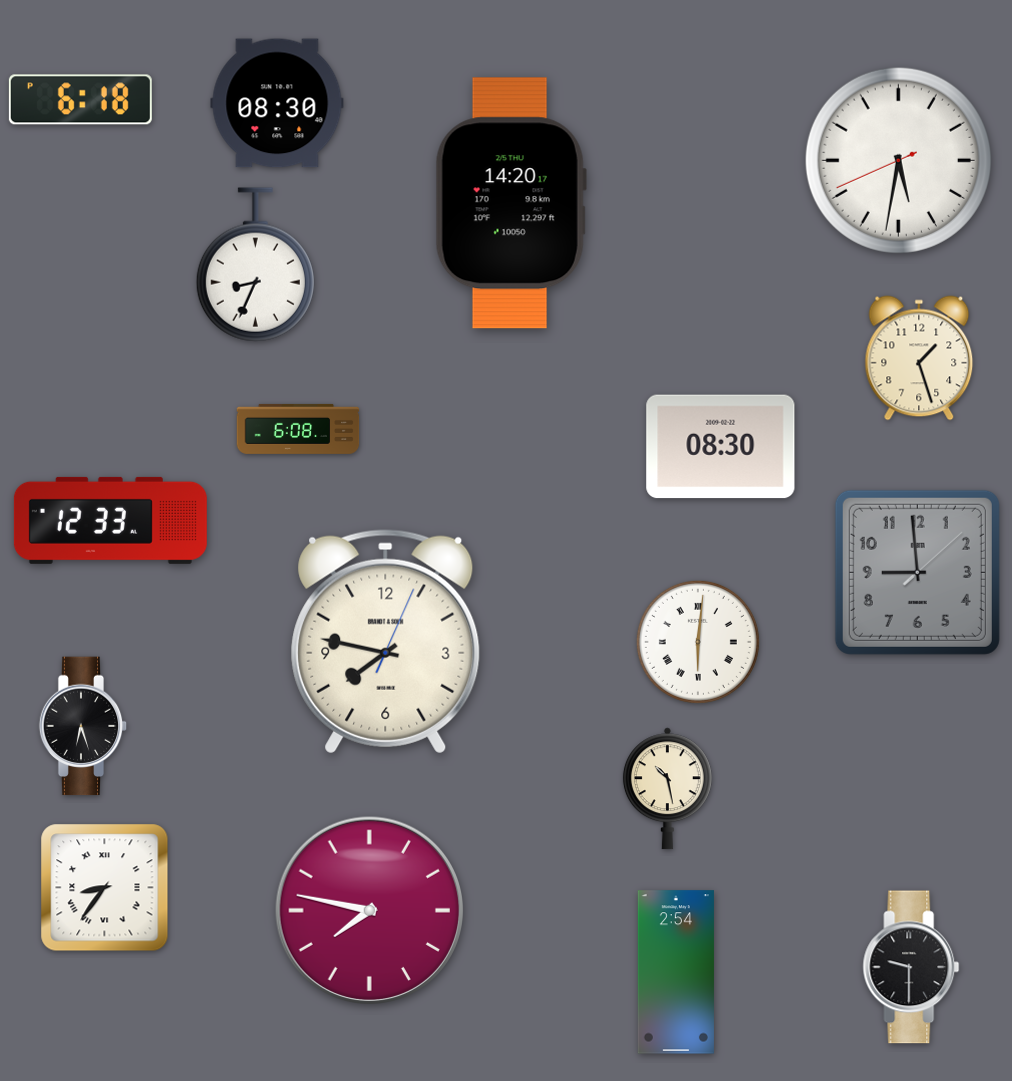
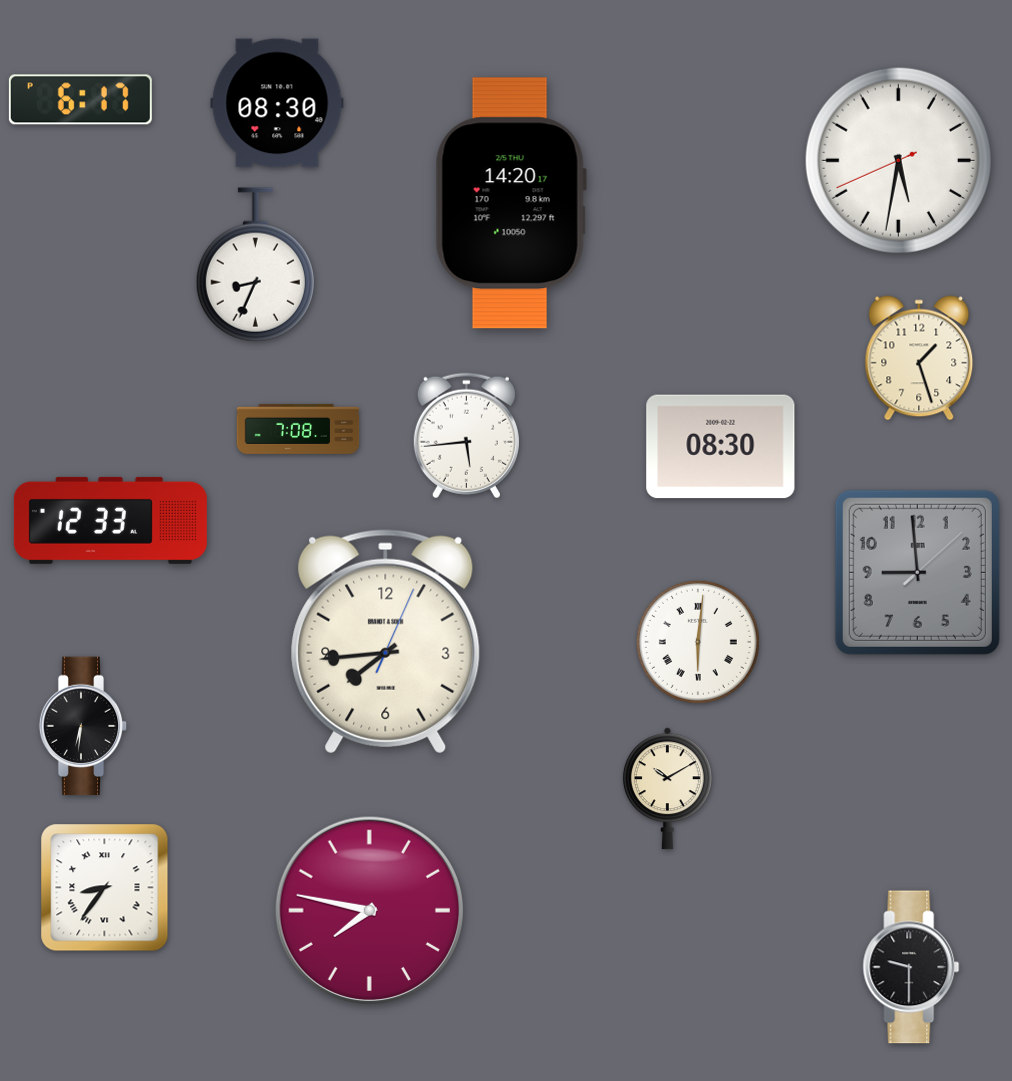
clock at (80, 100): 6:18 -> 6:17
clock at (298, 429): 6:08 -> 7:08
clock at (466, 436): none -> 5:44
clock at (386, 642): 7:47 -> 7:44
clock at (83, 726): 6:27 -> 6:31
clock at (667, 789): 10:28 -> 10:10
clock at (676, 972): 2:54 -> none
